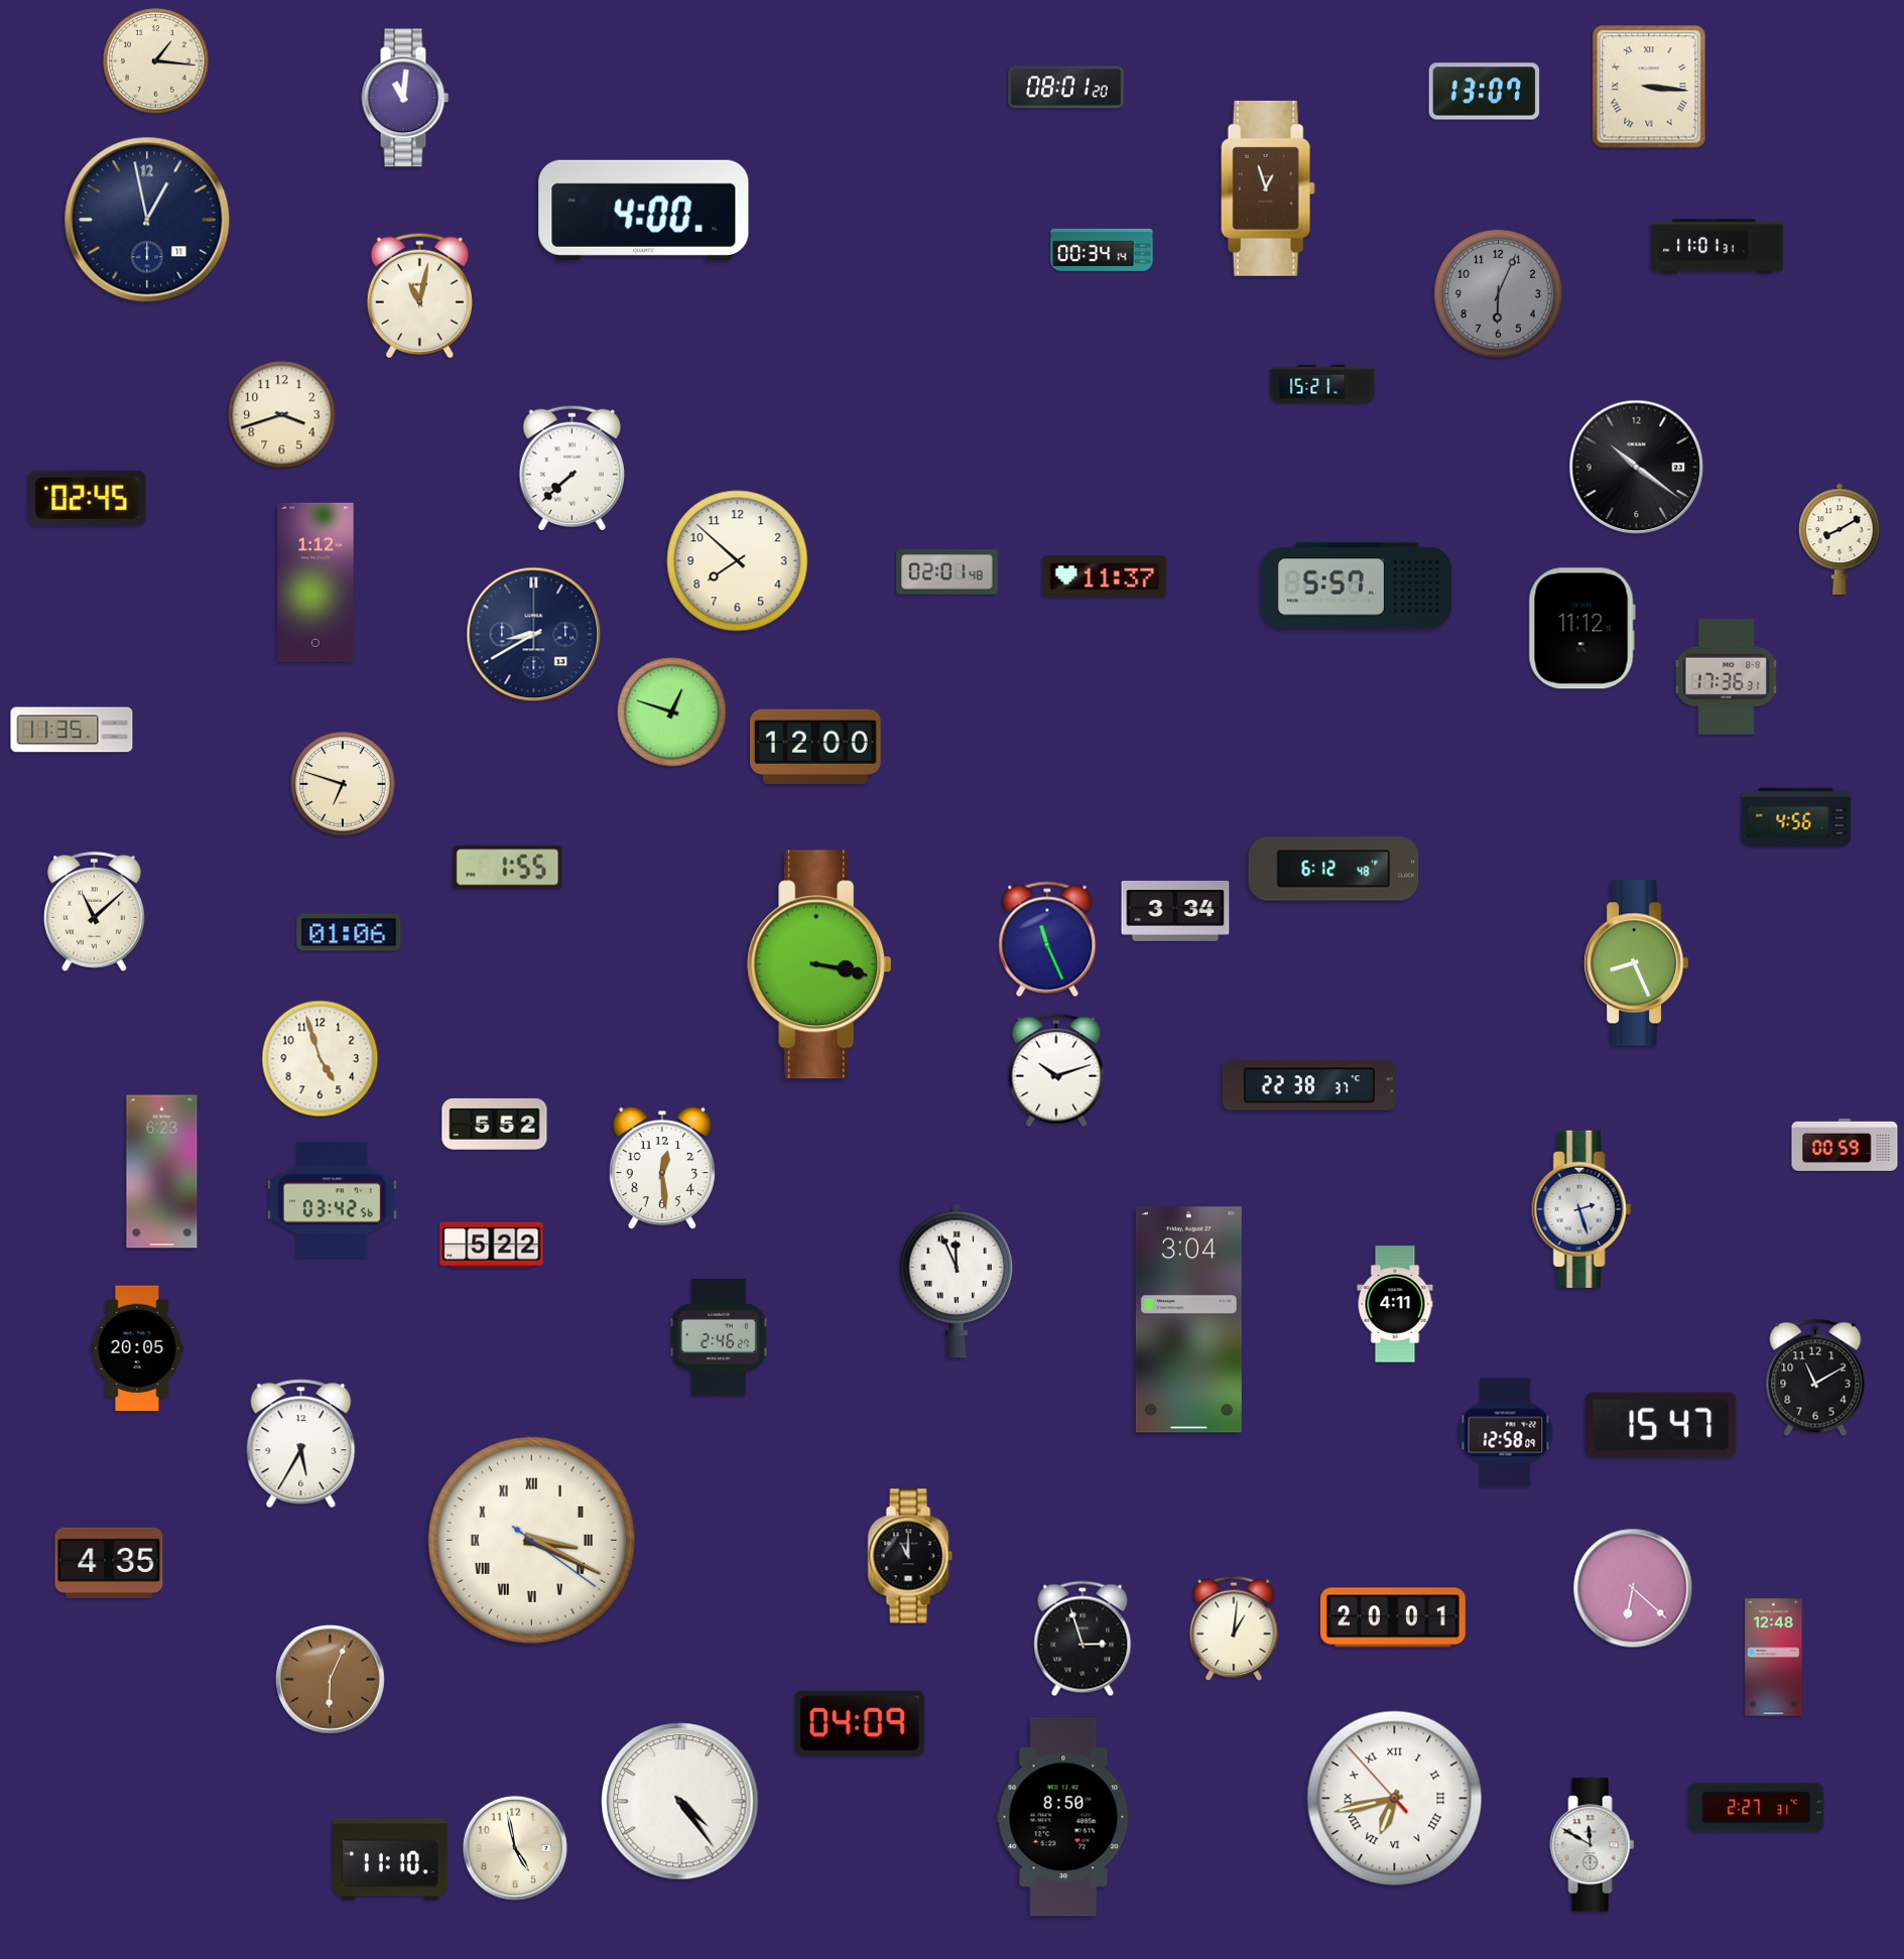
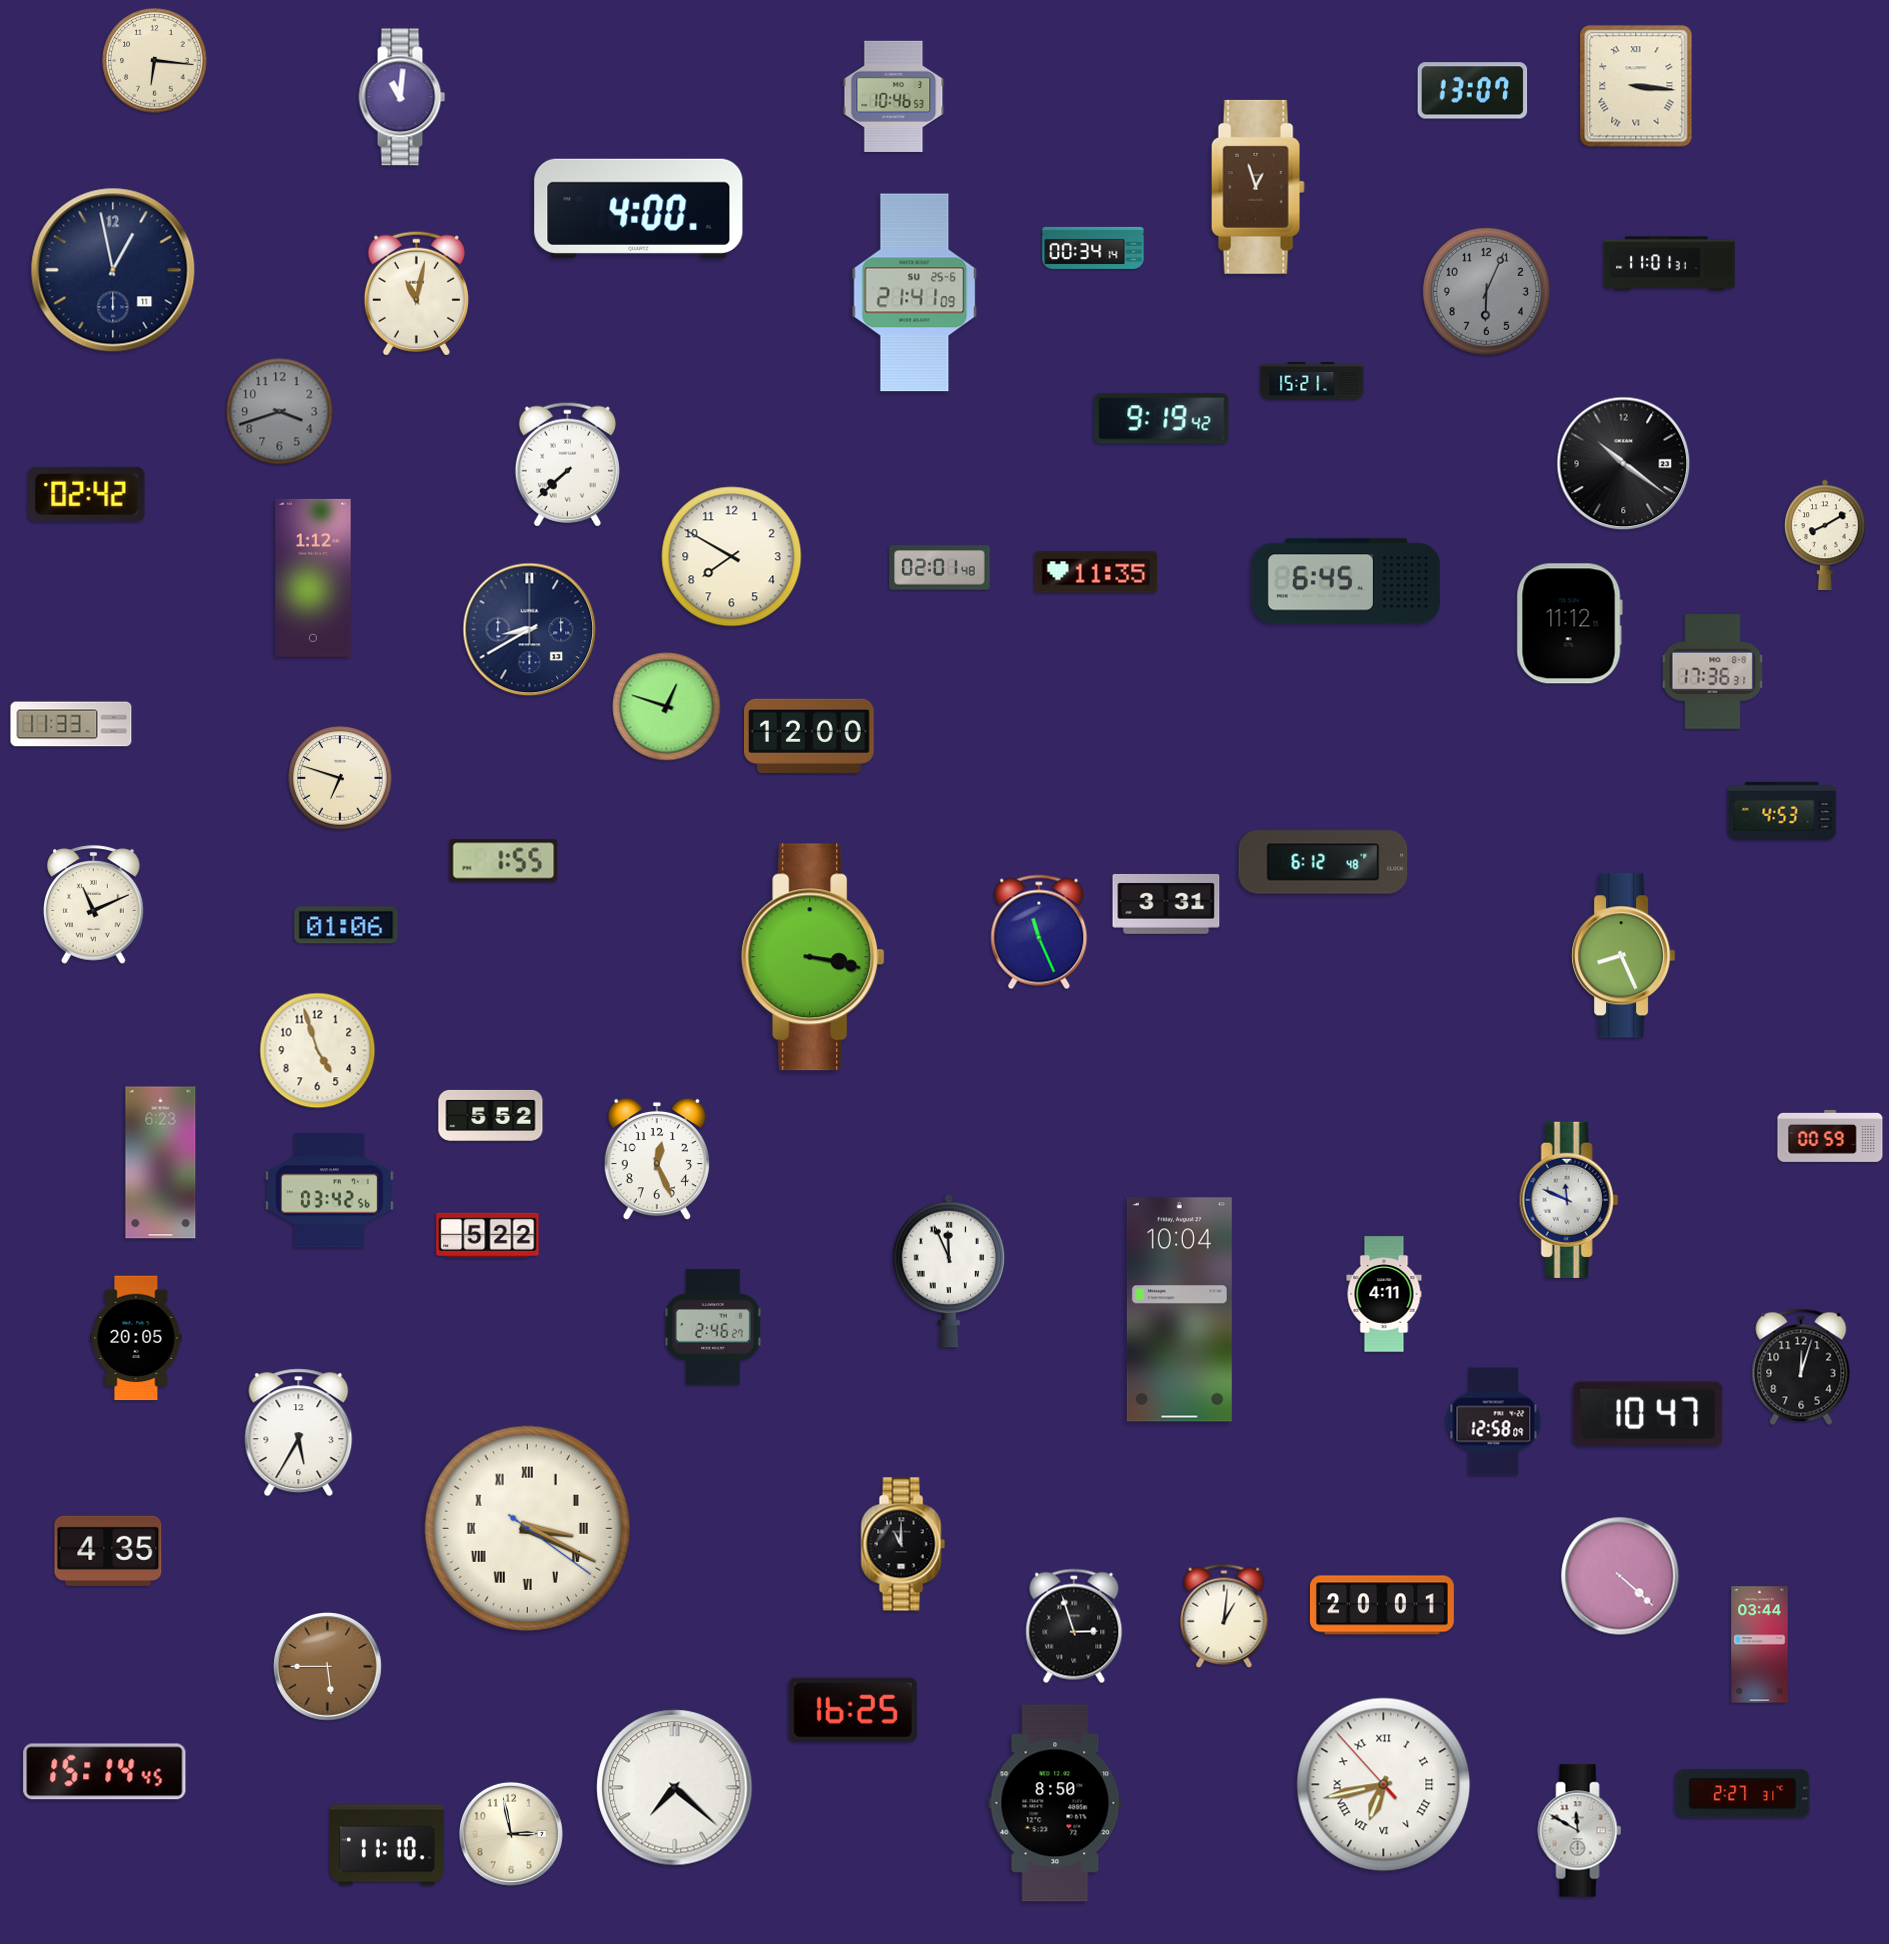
clock at (156, 61): 1:16 -> 6:16
clock at (1066, 88): 08:01 -> none
clock at (894, 96): none -> 10:46
clock at (147, 220) position: (147, 220) -> (113, 270)
clock at (1718, 247) position: (1718, 247) -> (1670, 264)
clock at (915, 293): none -> 21:41
clock at (282, 415) dial: cream -> grey
clock at (1162, 419): none -> 9:19
clock at (88, 498): 02:45 -> 02:42
clock at (738, 561): 7:52 -> 7:50
clock at (1105, 576): 11:37 -> 11:35
clock at (1357, 585): 5:57 -> 6:45
clock at (72, 730): 11:35 -> 11:33
clock at (816, 747) position: (816, 747) -> (810, 736)
clock at (1796, 816): 4:56 -> 4:53
clock at (1175, 911): 3:34 -> 3:31
clock at (95, 912): 11:08 -> 11:11
clock at (1056, 1070): 10:12 -> none
clock at (1309, 1085): 22:38 -> none
clock at (662, 1168): 12:29 -> 12:26
clock at (1581, 1209): 2:27 -> 11:49
clock at (1188, 1320): 3:04 -> 10:04
clock at (1815, 1378): 11:10 -> 12:03
clock at (1661, 1424): 15:47 -> 10:47
clock at (1633, 1588): 6:22 -> 4:22
clock at (1774, 1658): 12:48 -> 03:44
clock at (331, 1680): 6:04 -> 5:45
clock at (860, 1722): 04:09 -> 16:25
clock at (105, 1772): none -> 15:14
clock at (680, 1802): 4:24 -> 7:22
clock at (515, 1848): 4:58 -> 2:58
